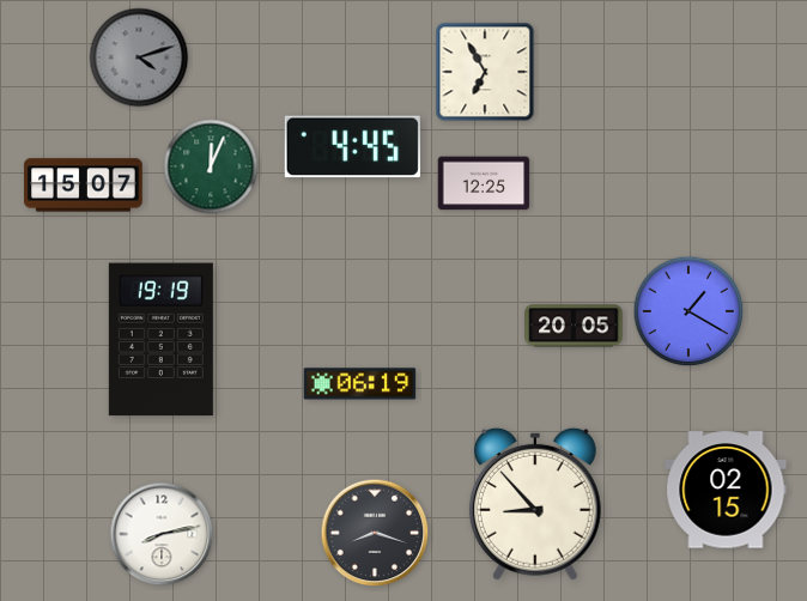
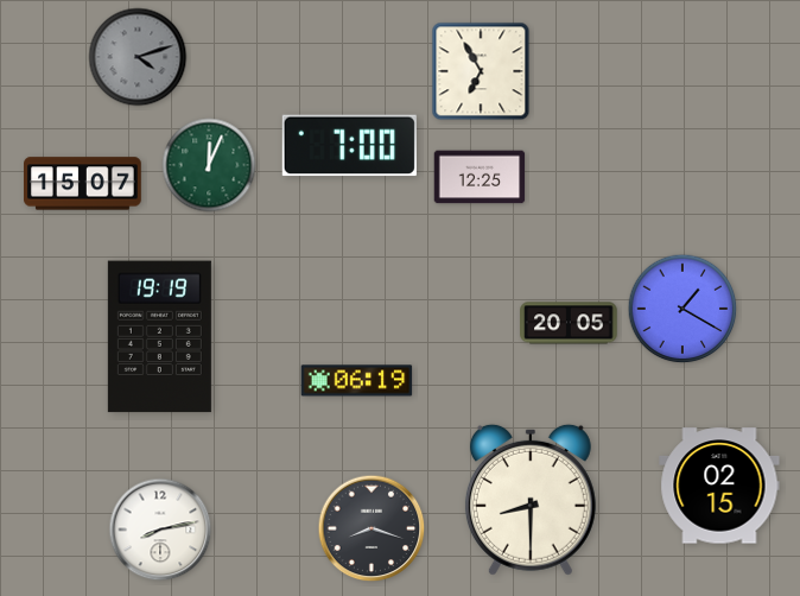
clock at (352, 147): 4:45 -> 7:00
clock at (484, 183) position: (484, 183) -> (480, 177)
clock at (535, 504): 8:53 -> 8:30
